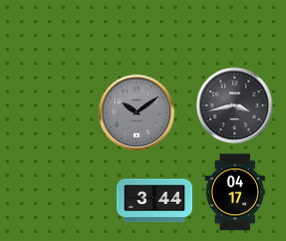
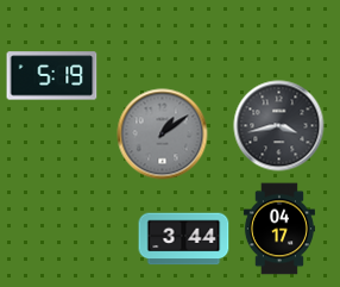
clock at (52, 76): none -> 5:19
clock at (137, 113): 10:09 -> 1:09
